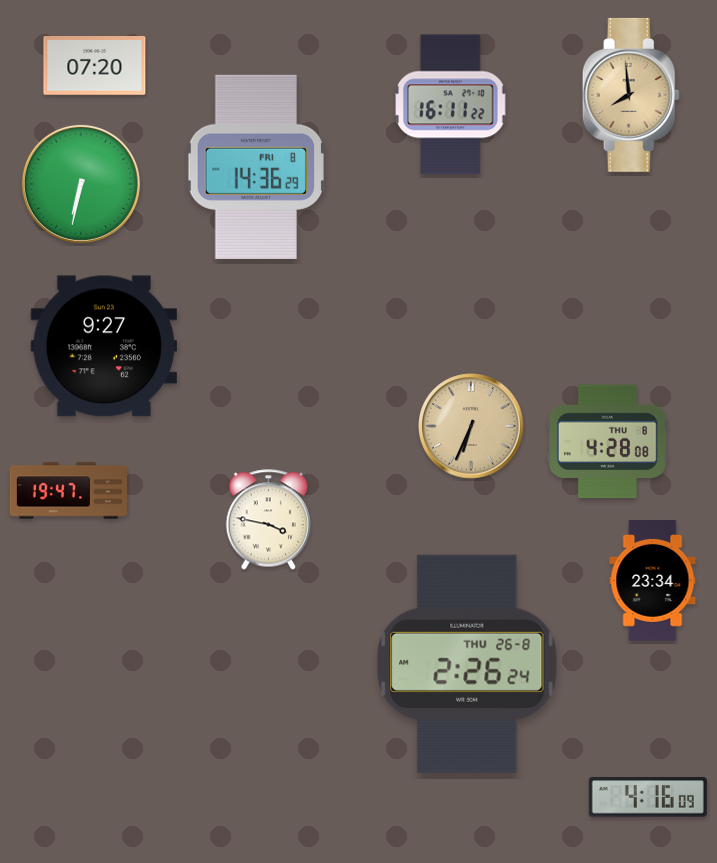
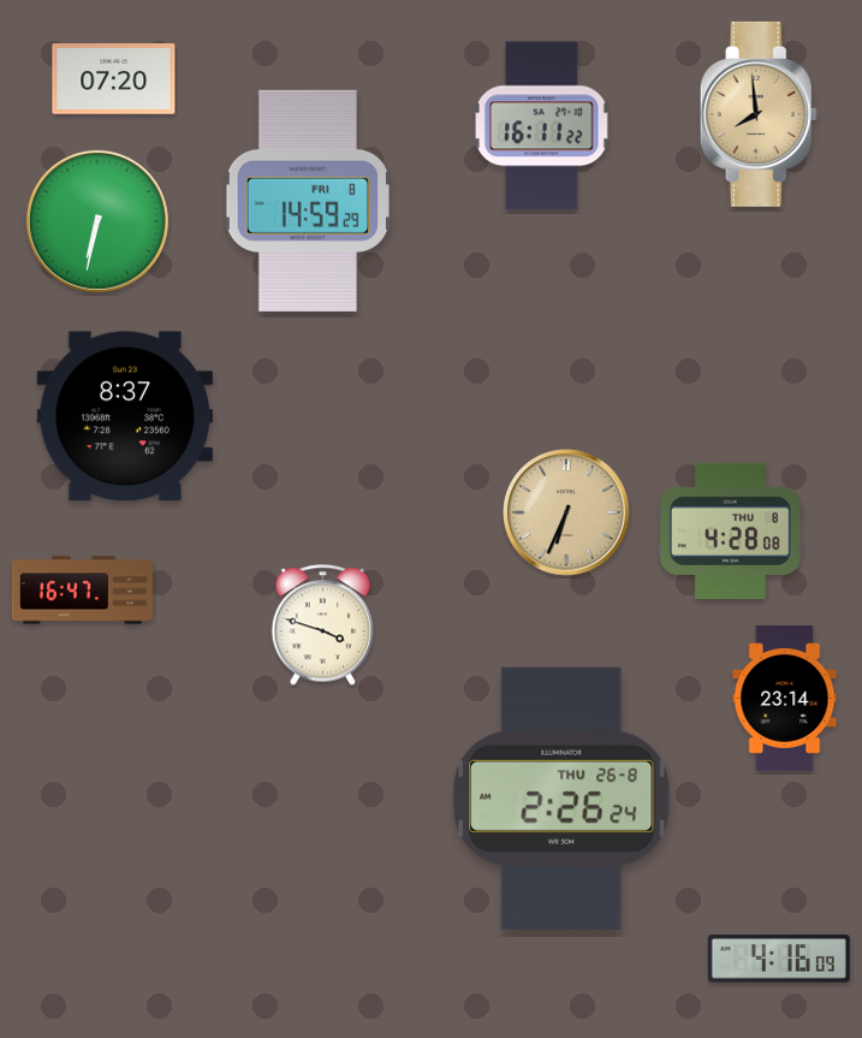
clock at (255, 167): 14:36 -> 14:59
clock at (103, 346): 9:27 -> 8:37
clock at (68, 491): 19:47 -> 16:47
clock at (269, 520): 3:47 -> 3:48
clock at (653, 580): 23:34 -> 23:14
